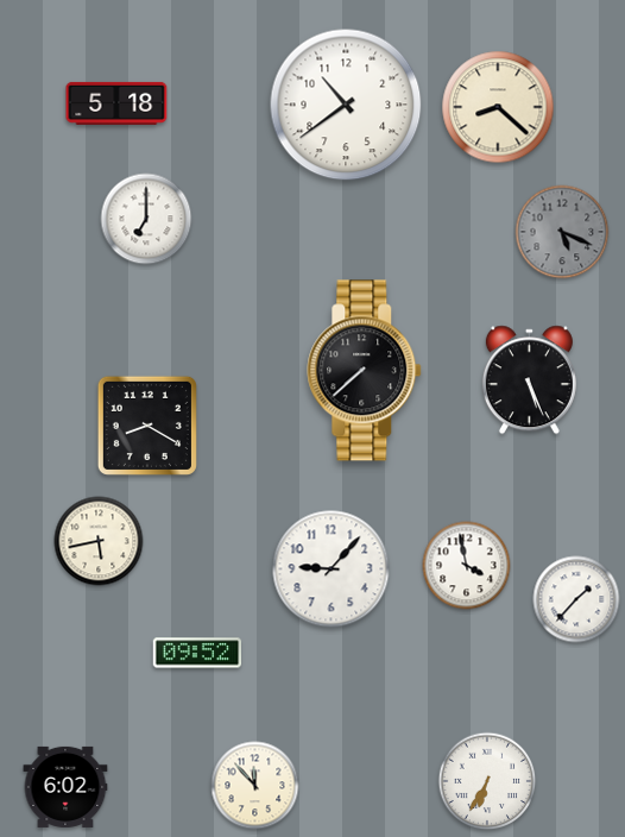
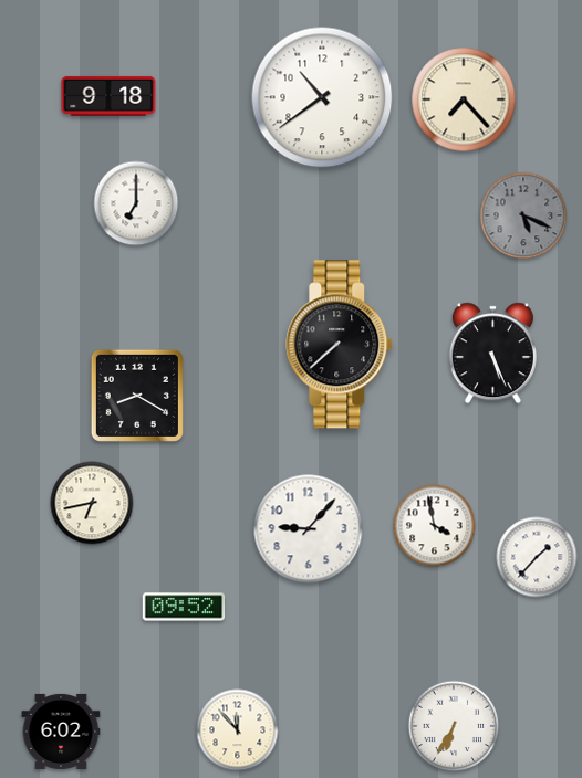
clock at (116, 103): 5:18 -> 9:18
clock at (498, 107): 8:22 -> 7:23
clock at (99, 541): 5:43 -> 6:43
